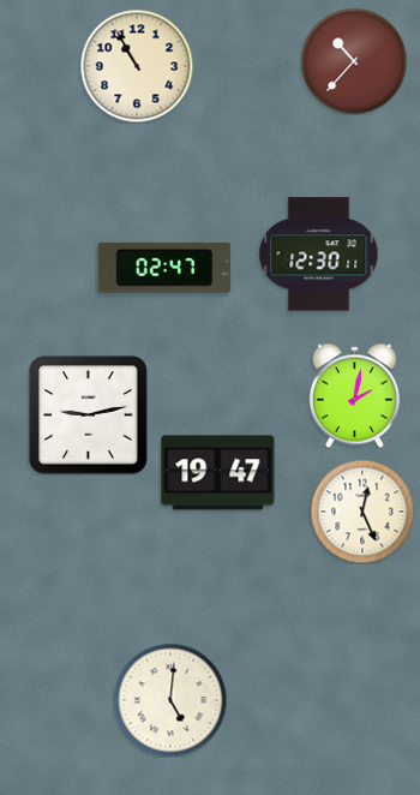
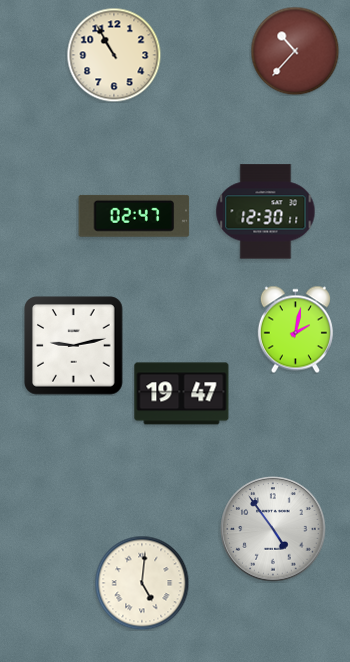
clock at (164, 268) position: (164, 268) -> (134, 216)
clock at (362, 512): 12:26 -> none
clock at (273, 529): none -> 4:54
